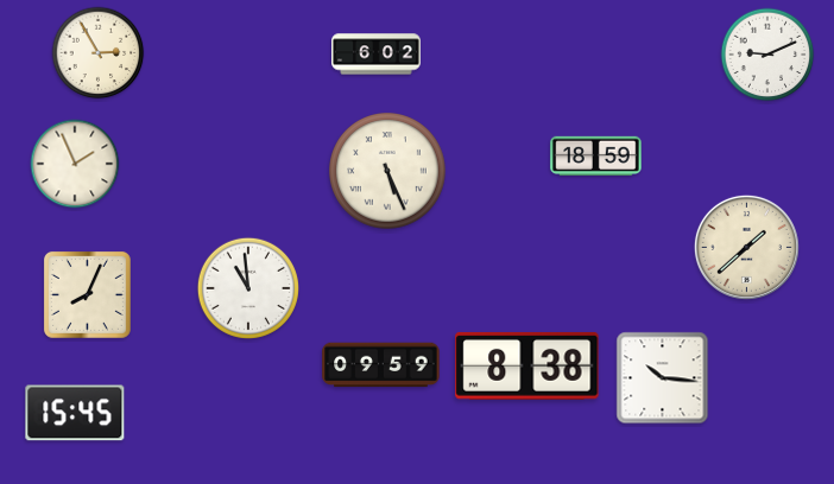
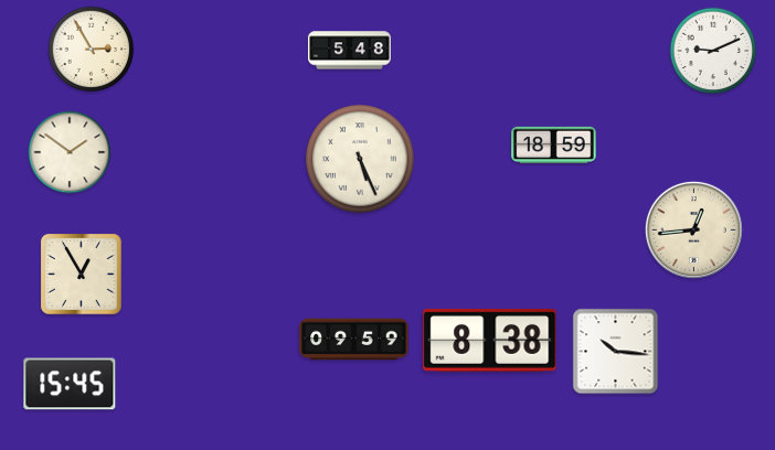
clock at (377, 55): 6:02 -> 5:48
clock at (75, 164): 1:56 -> 1:51
clock at (746, 247): 1:38 -> 12:44
clock at (248, 288): 10:59 -> none
clock at (87, 294): 8:04 -> 12:55
